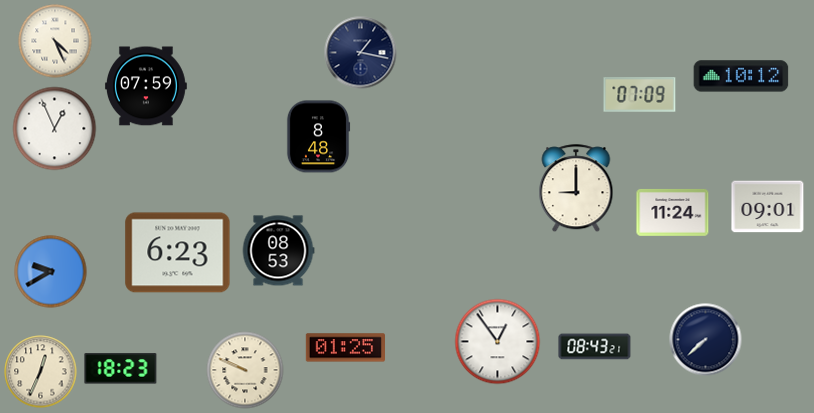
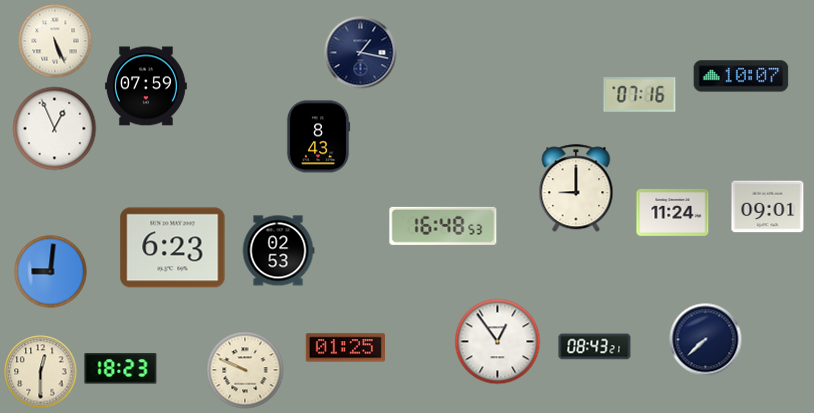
clock at (55, 41): 4:26 -> 5:26
clock at (741, 76): 10:12 -> 10:07
clock at (640, 95): 07:09 -> 07:16
clock at (318, 137): 8:48 -> 8:43
clock at (443, 226): none -> 16:48
clock at (278, 251): 08:53 -> 02:53
clock at (178, 253) position: (178, 253) -> (173, 248)
clock at (51, 272): 9:40 -> 9:01
clock at (41, 372): 12:34 -> 12:30
